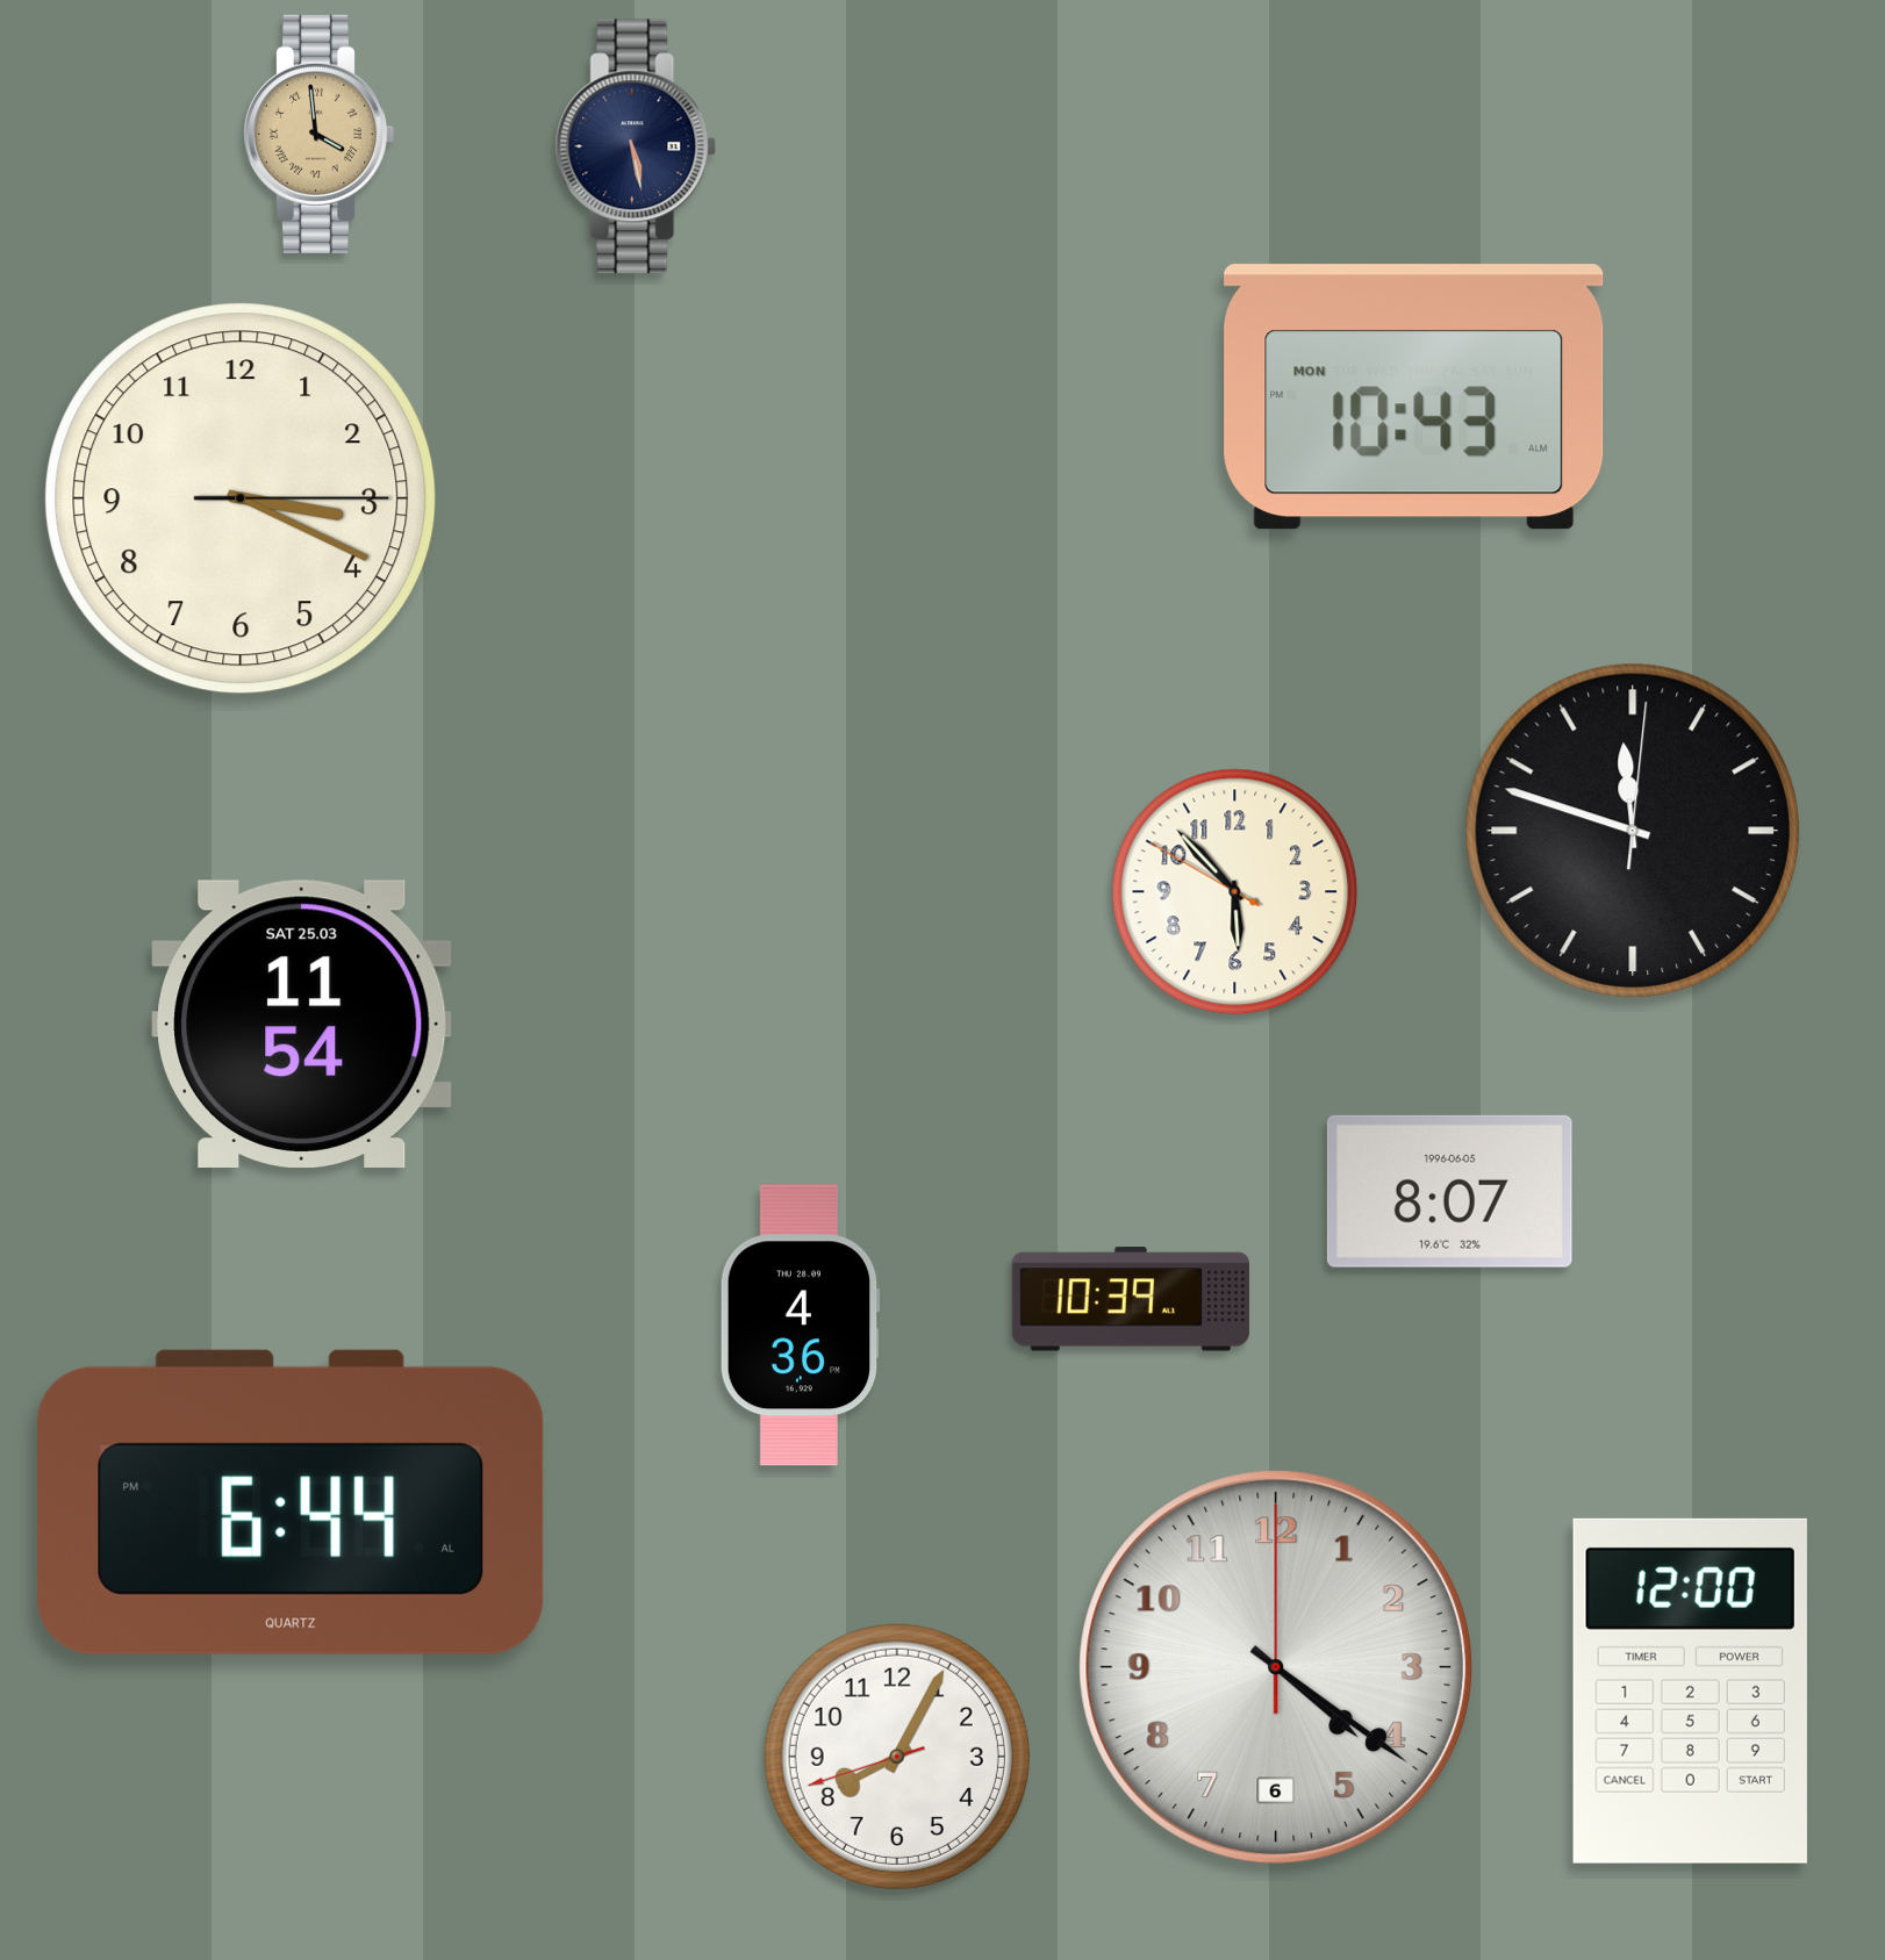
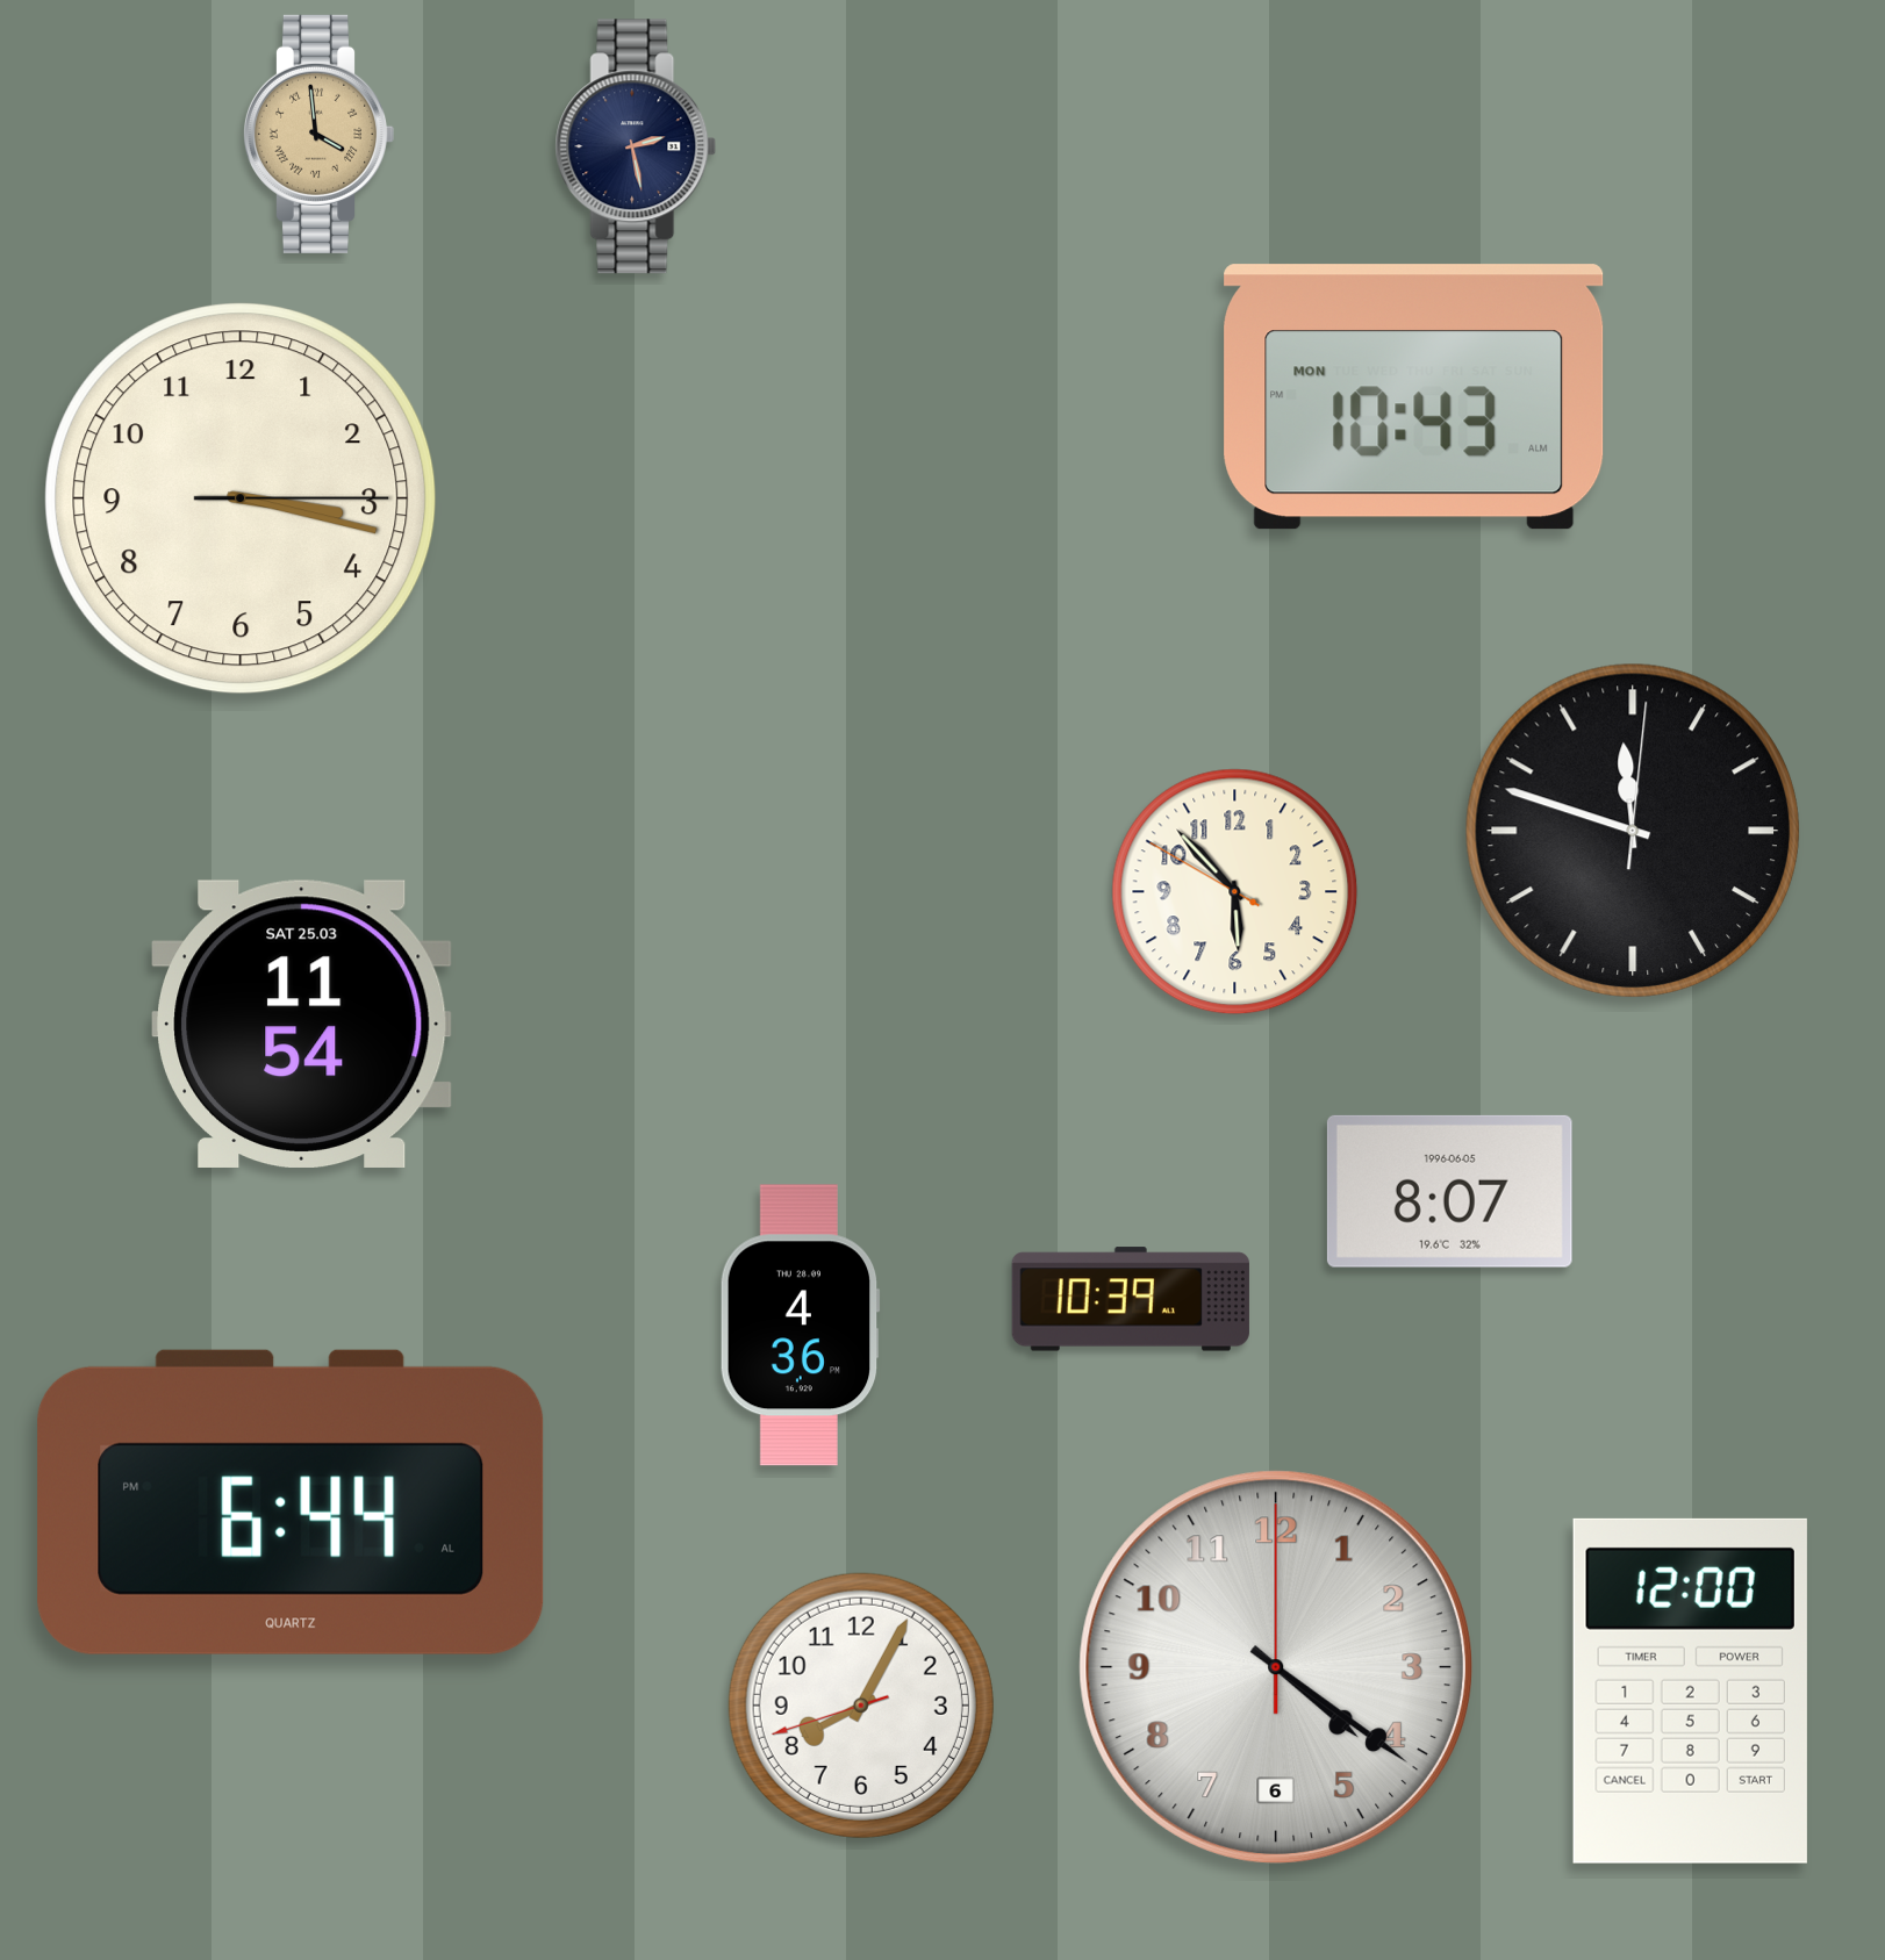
clock at (636, 146): 5:28 -> 2:28
clock at (241, 498): 3:19 -> 3:17
clock at (897, 1757) position: (897, 1757) -> (861, 1706)
